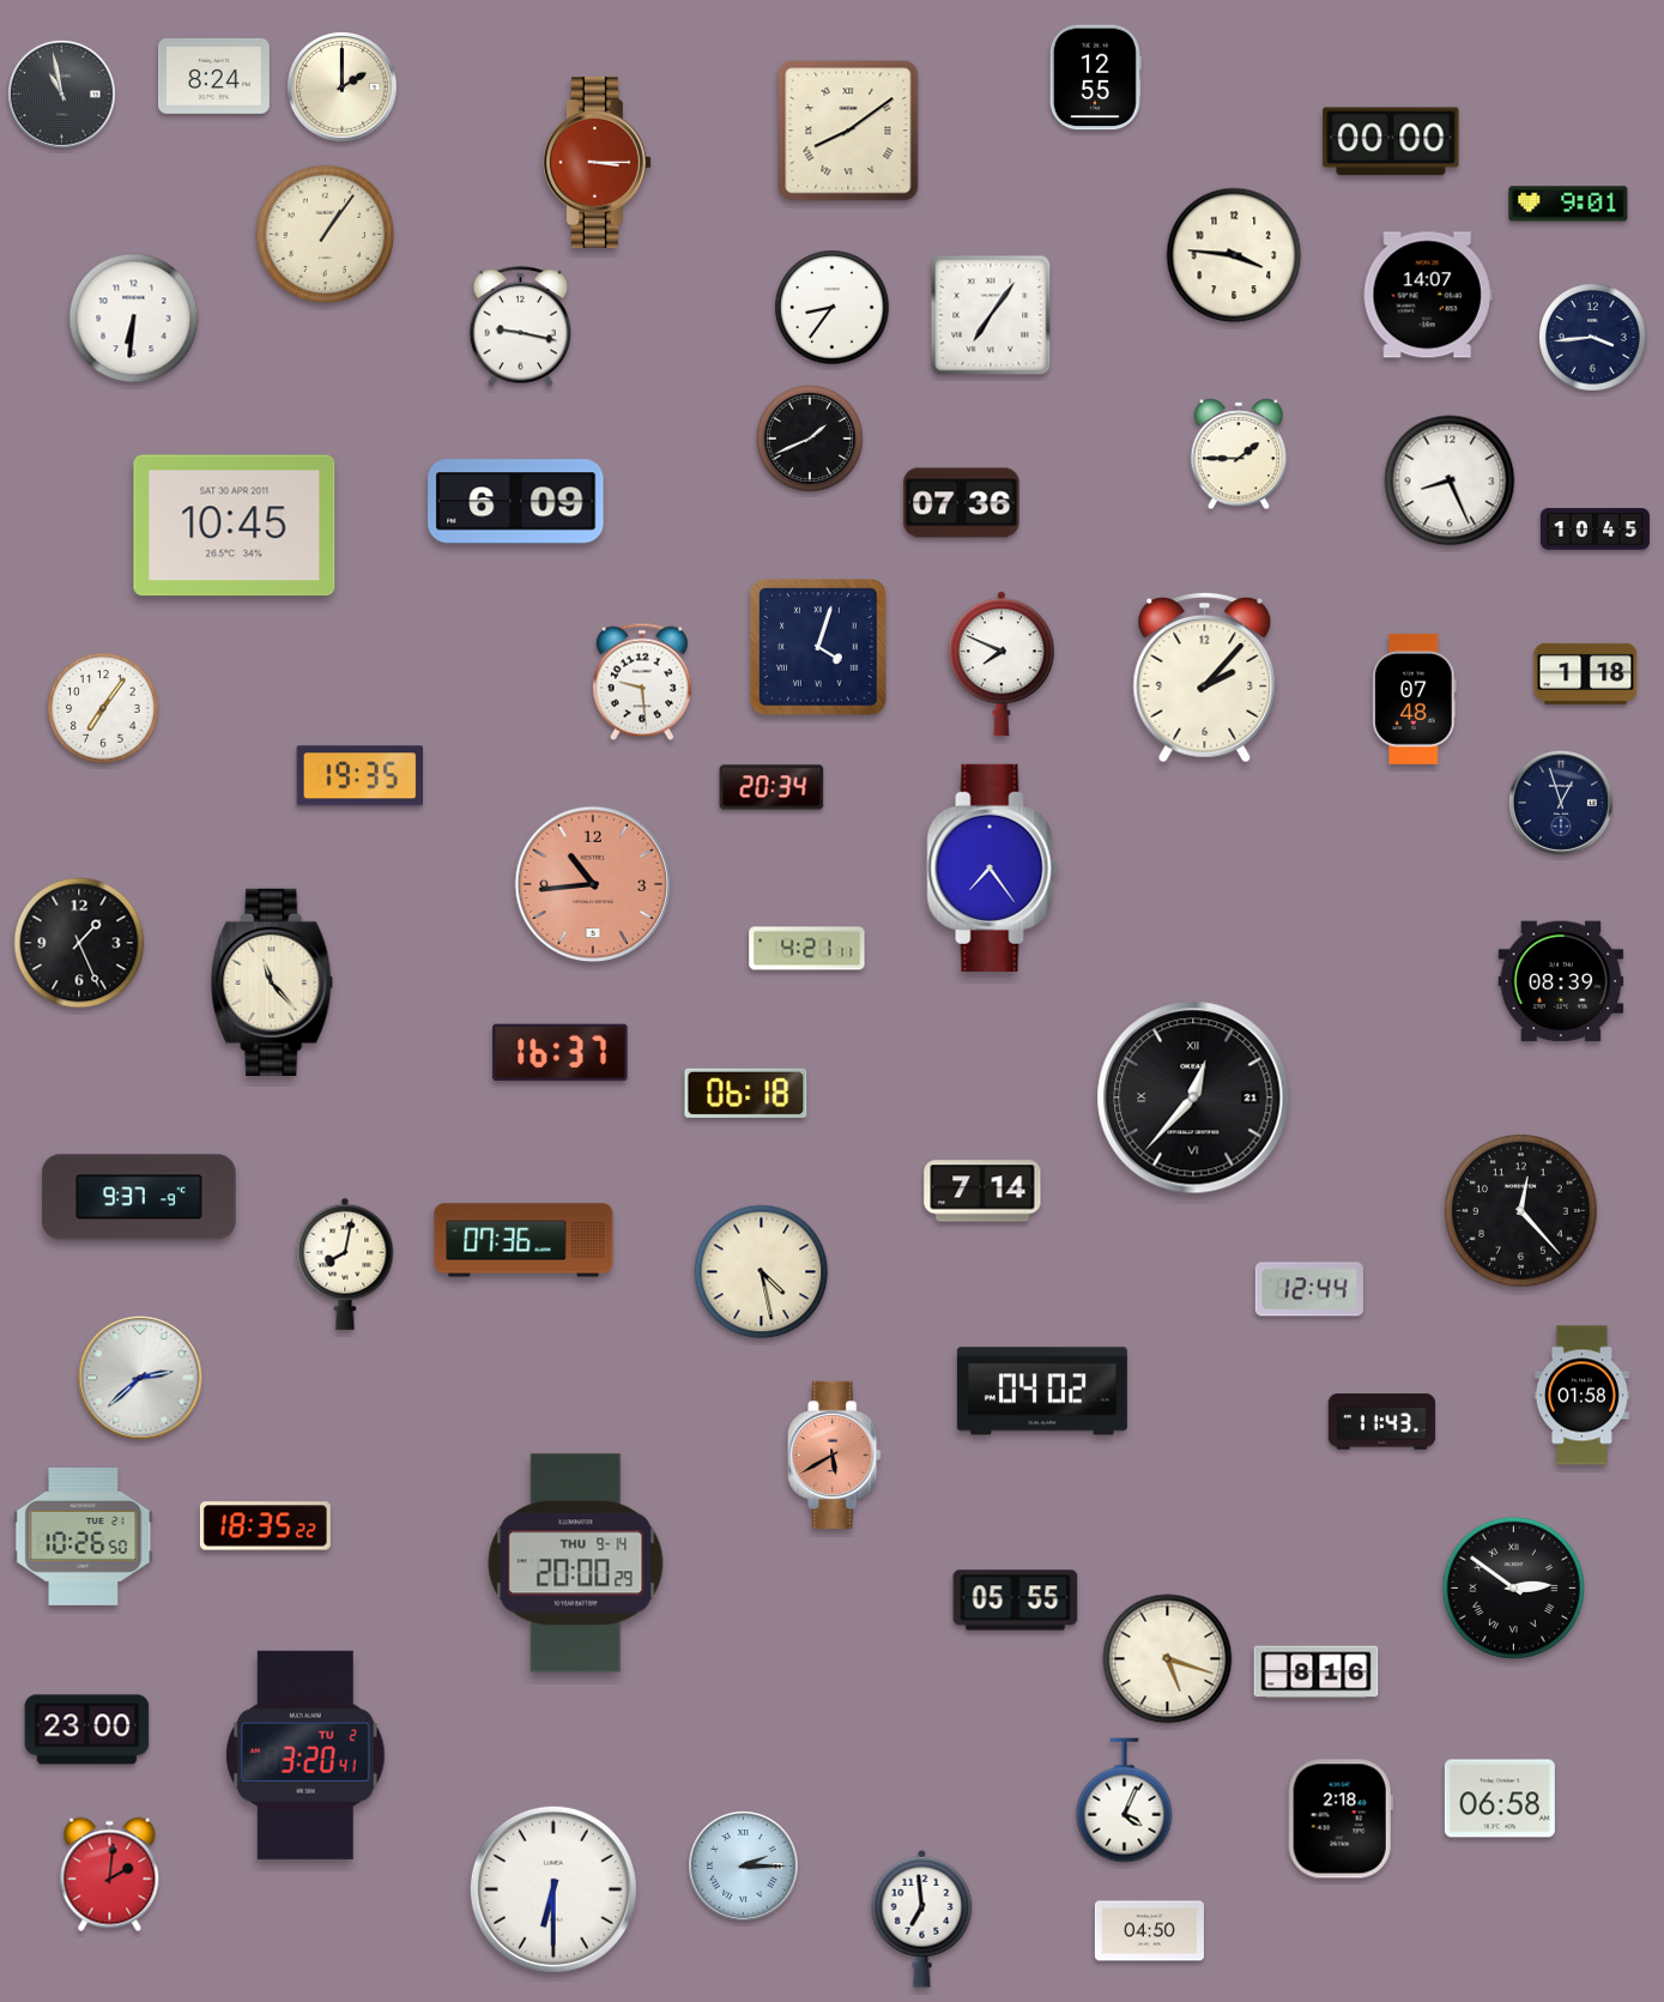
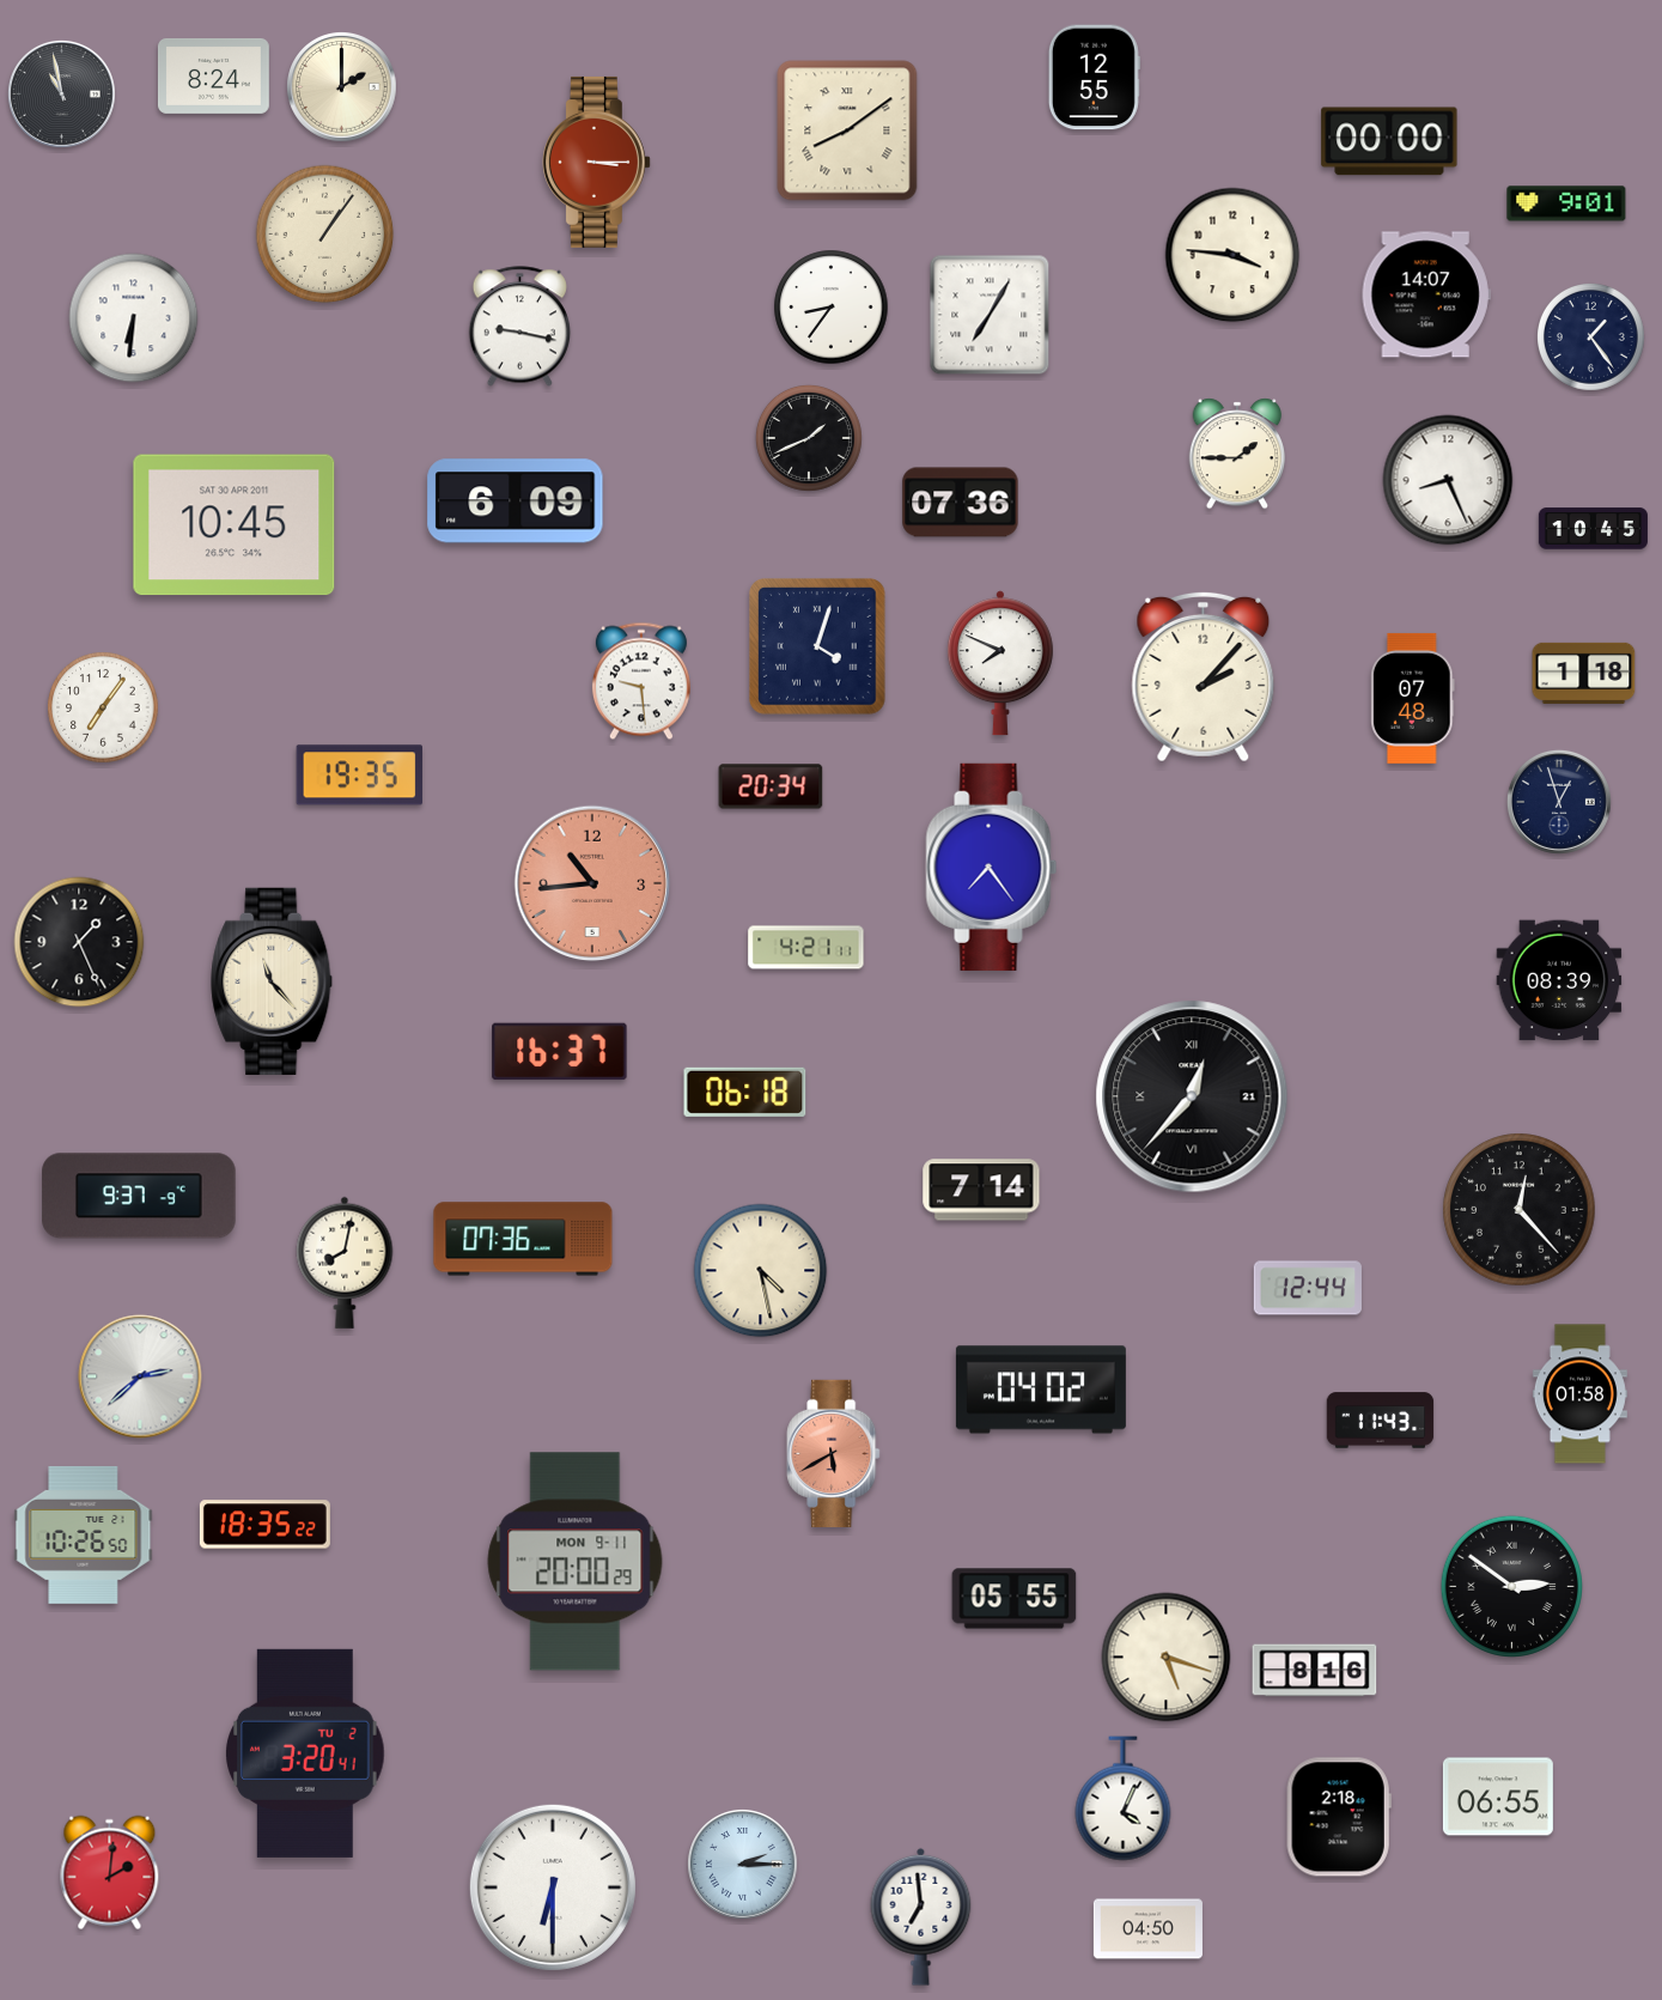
clock at (991, 315): 7:06 -> 7:05
clock at (1593, 338): 3:44 -> 1:24
clock at (576, 1564) date: THU 9-14 -> MON 9-11
clock at (87, 1730): 23:00 -> none
clock at (1500, 1798): 06:58 -> 06:55
